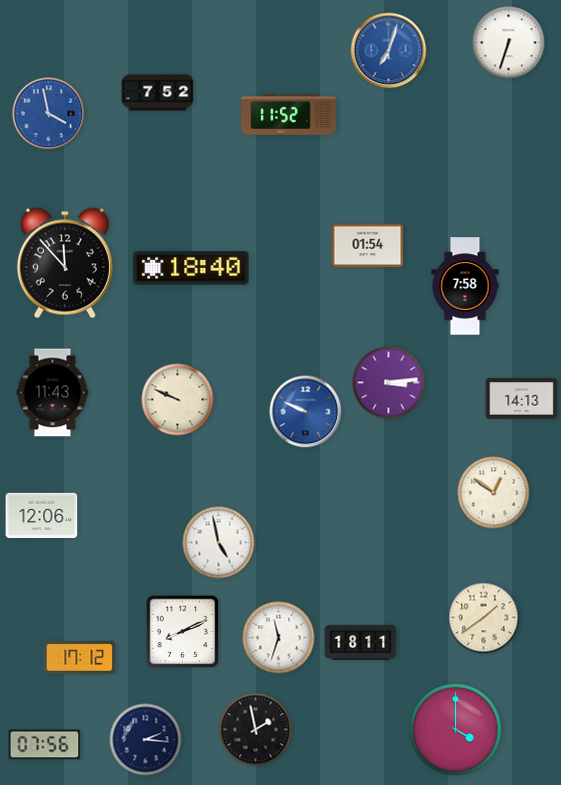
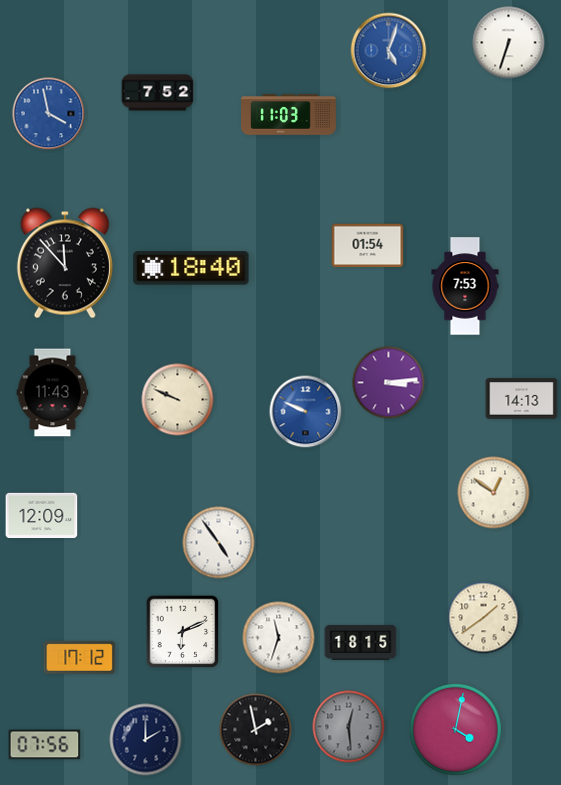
clock at (389, 51): 7:03 -> 5:03
clock at (289, 115): 11:52 -> 11:03
clock at (465, 286): 7:58 -> 7:53
clock at (42, 515): 12:06 -> 12:09
clock at (219, 543): 4:58 -> 4:54
clock at (183, 632): 8:11 -> 6:11
clock at (361, 642): 18:11 -> 18:15
clock at (349, 727): none -> 12:29
clock at (455, 729): 4:00 -> 4:02
clock at (146, 740): 2:16 -> 2:00
